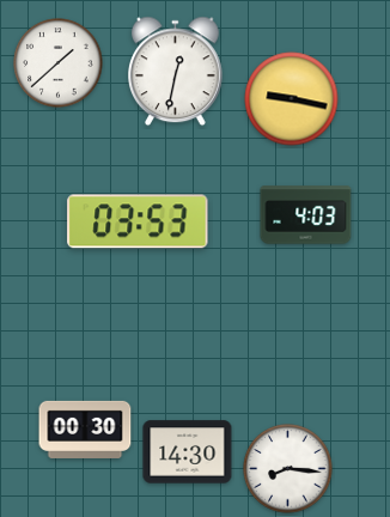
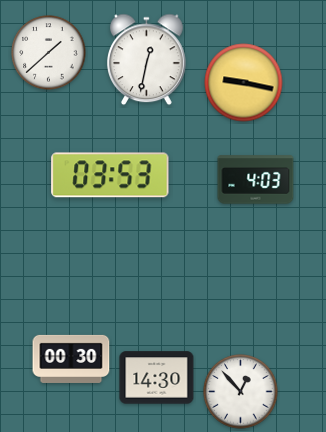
clock at (138, 221) position: (138, 221) -> (110, 175)
clock at (288, 469): 8:16 -> 12:53
